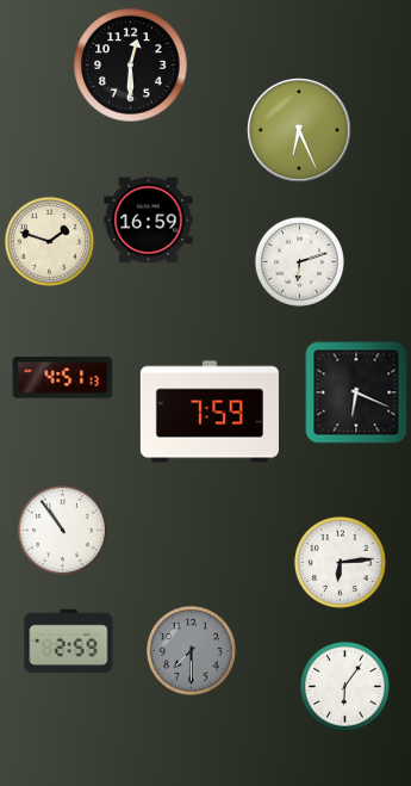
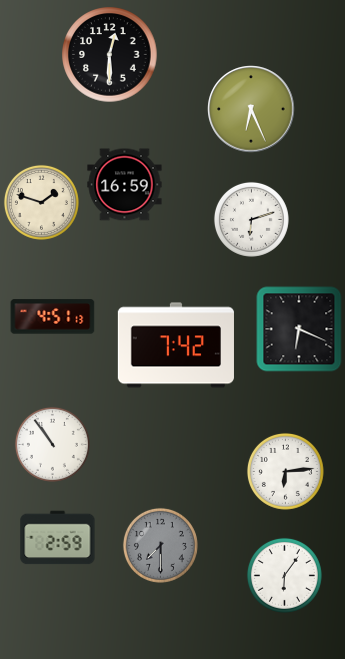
clock at (210, 411): 7:59 -> 7:42
clock at (344, 686) position: (344, 686) -> (284, 575)
